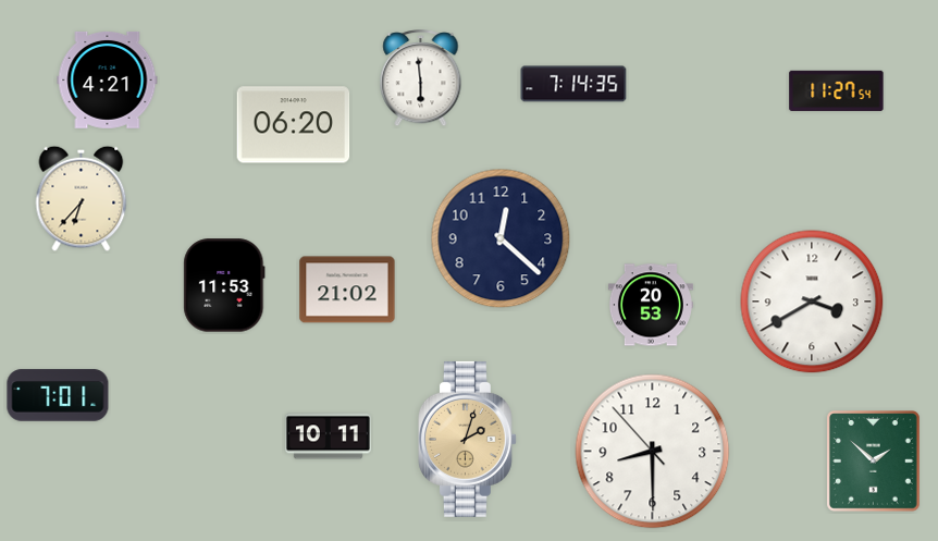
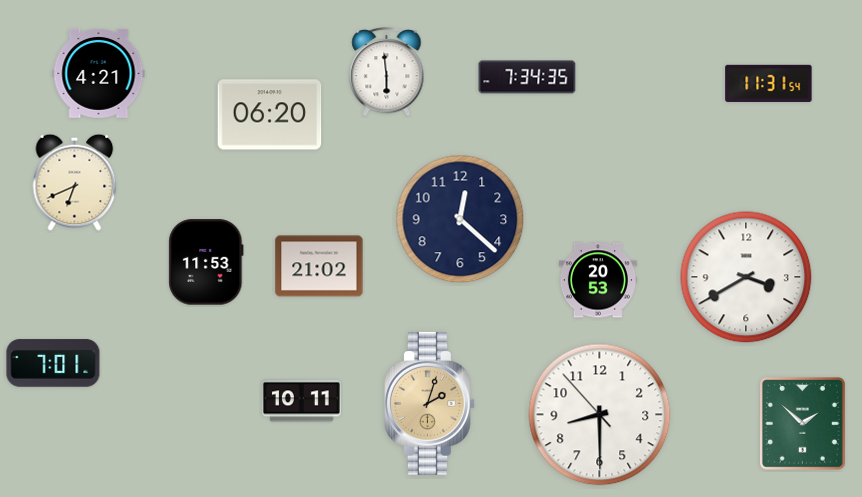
clock at (573, 84): 7:14 -> 7:34
clock at (837, 90): 11:27 -> 11:31
clock at (82, 198): 6:37 -> 6:41
